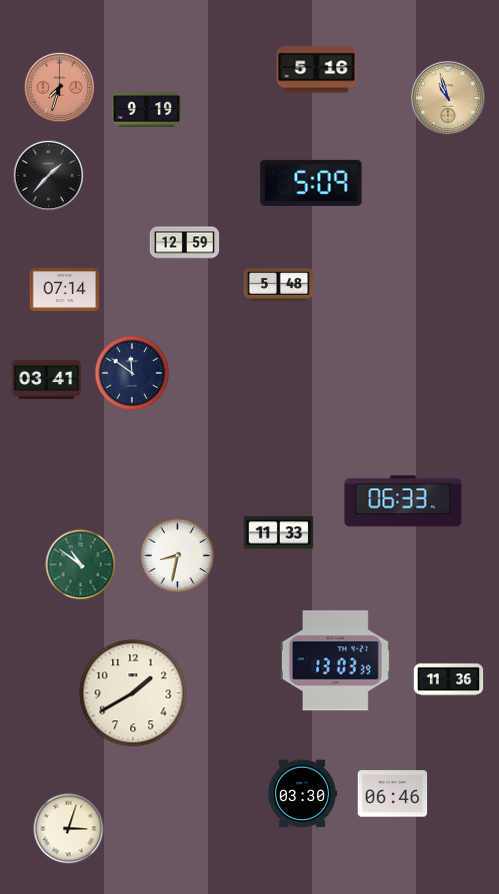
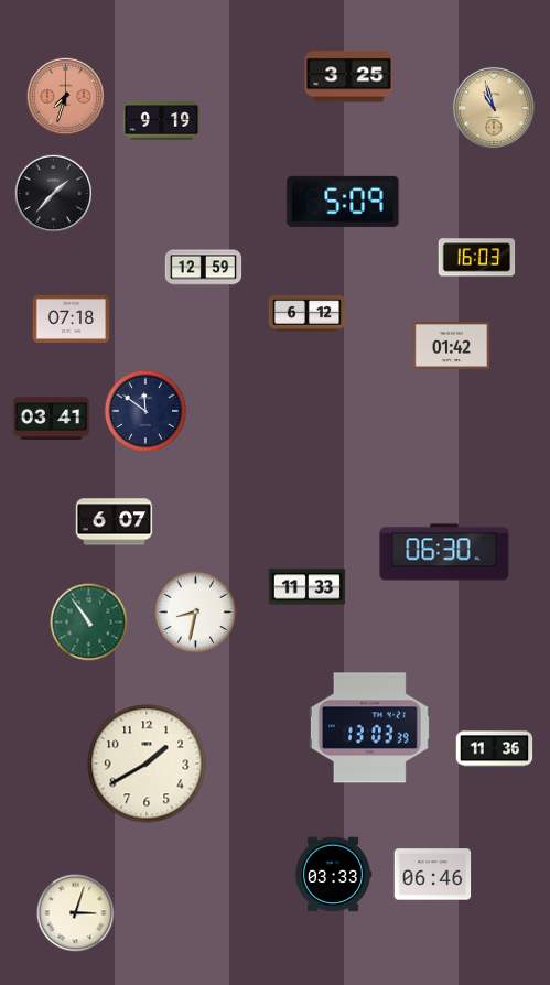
clock at (317, 70): 5:16 -> 3:25
clock at (477, 258): none -> 16:03
clock at (279, 285): 5:48 -> 6:12
clock at (65, 289): 07:14 -> 07:18
clock at (452, 346): none -> 01:42
clock at (115, 522): none -> 6:07
clock at (403, 501): 06:33 -> 06:30
clock at (81, 565): 10:51 -> 10:54
clock at (302, 794): 03:30 -> 03:33
